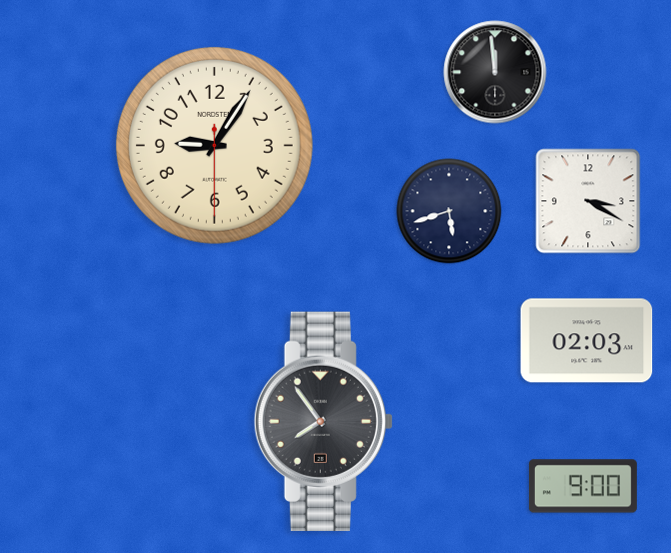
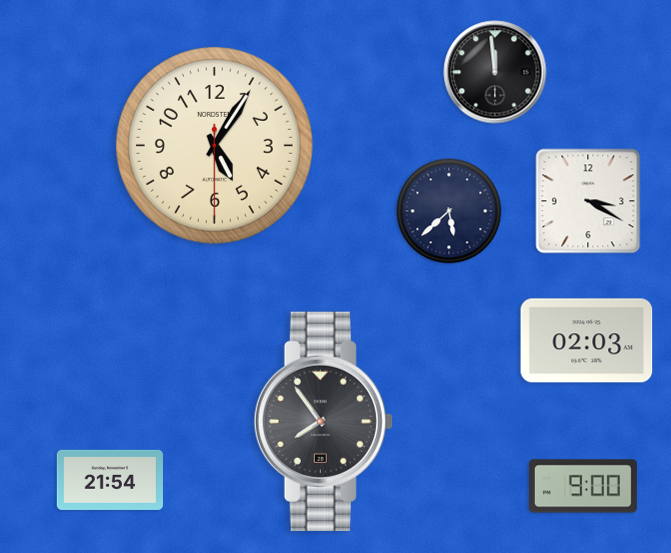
clock at (214, 145): 9:05 -> 5:05
clock at (449, 211): 5:42 -> 5:38
clock at (110, 480): none -> 21:54
